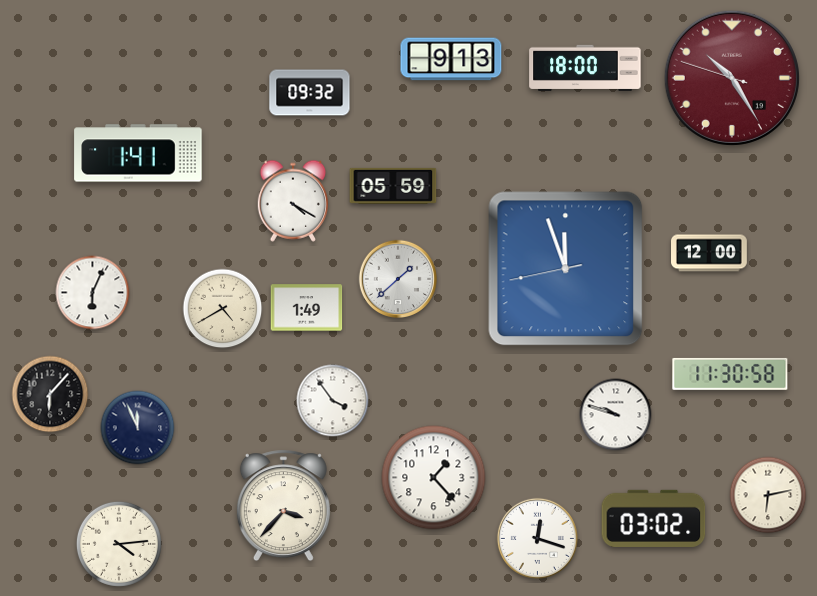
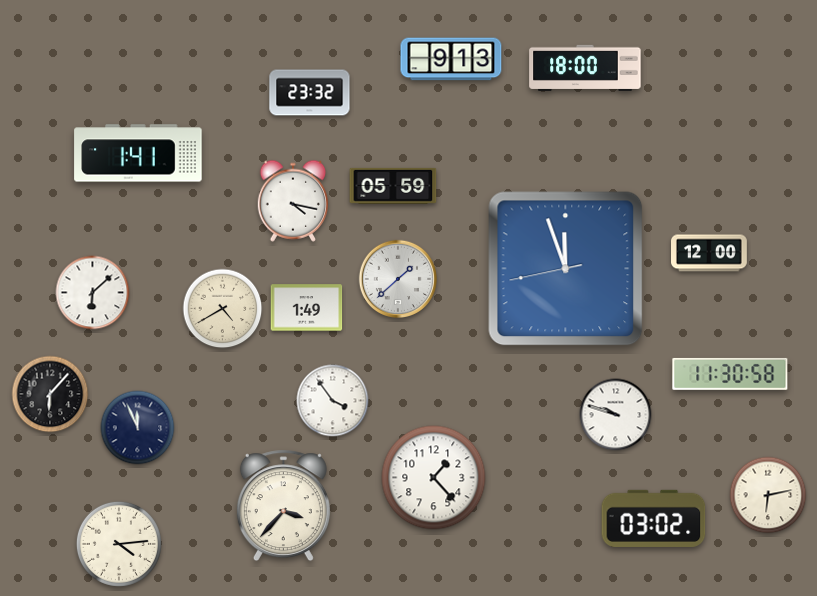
clock at (732, 78): 10:24 -> none
clock at (310, 93): 09:32 -> 23:32
clock at (292, 201): 4:20 -> 4:17
clock at (93, 293): 6:04 -> 6:08
clock at (537, 538): 12:18 -> none
